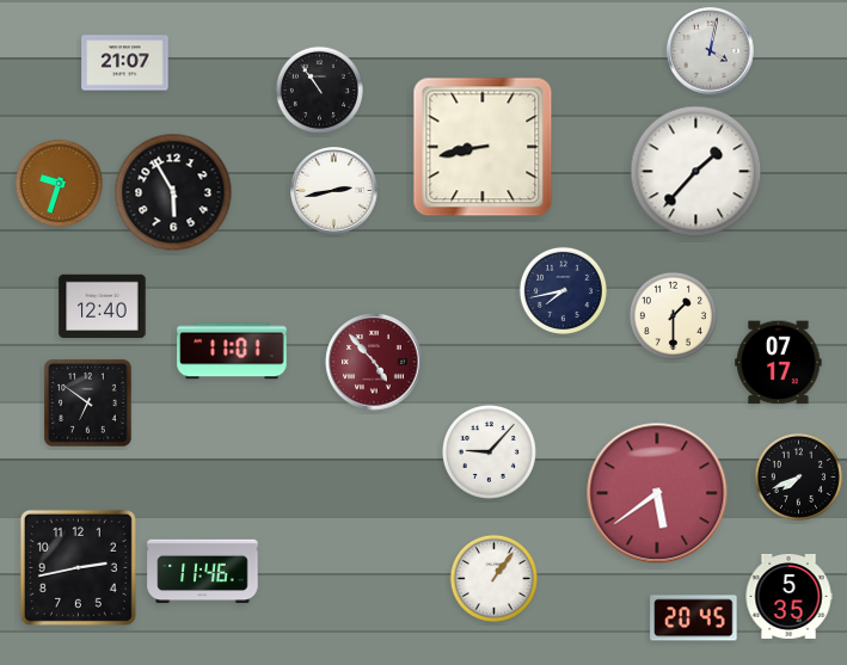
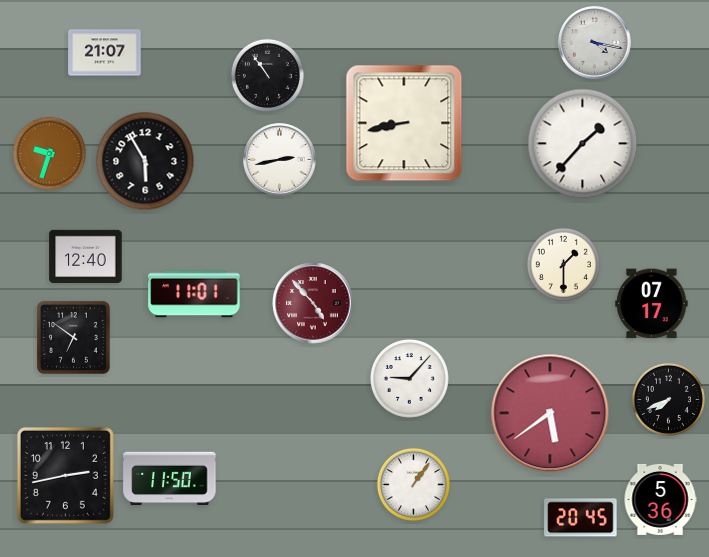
clock at (711, 51): 4:02 -> 4:17
clock at (563, 290): 7:43 -> none
clock at (203, 572): 11:46 -> 11:50
clock at (788, 596): 5:35 -> 5:36
